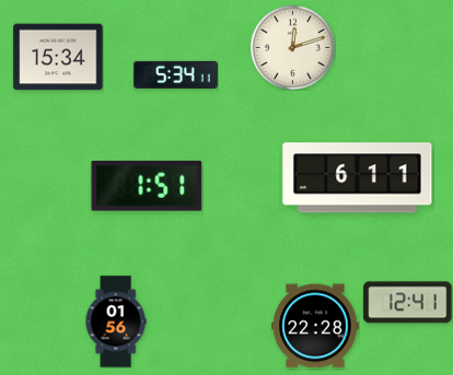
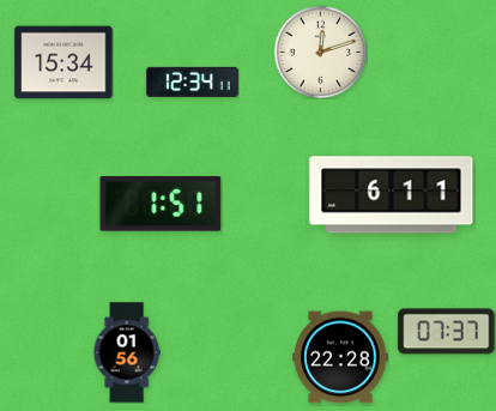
clock at (176, 74): 5:34 -> 12:34
clock at (408, 303): 12:41 -> 07:37
clock at (315, 326) position: (315, 326) -> (340, 357)
